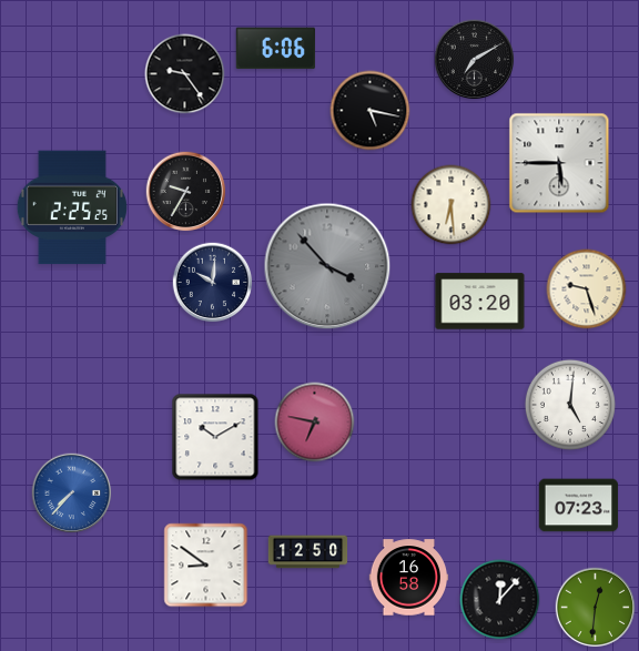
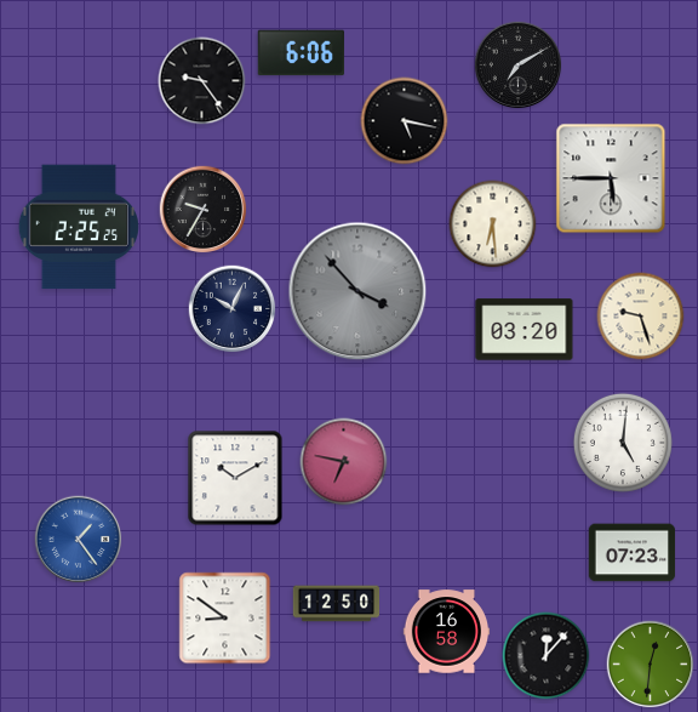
clock at (213, 283): 10:01 -> 10:04
clock at (72, 494): 7:37 -> 1:24
